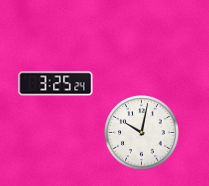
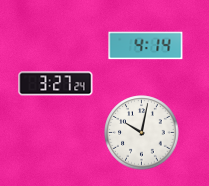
clock at (146, 46): none -> 4:14
clock at (56, 84): 3:25 -> 3:27
